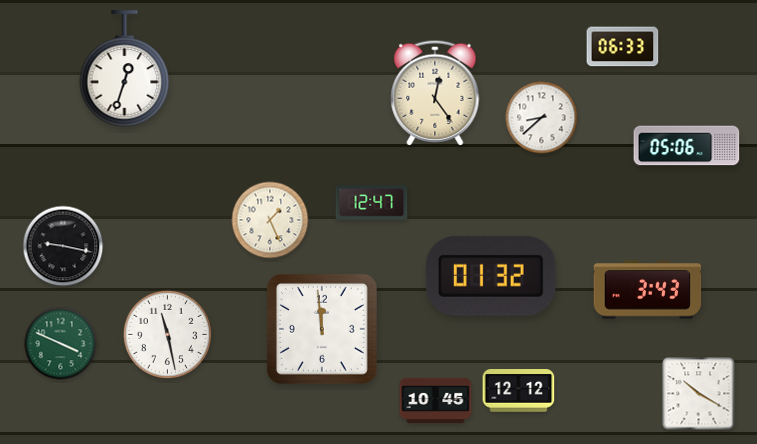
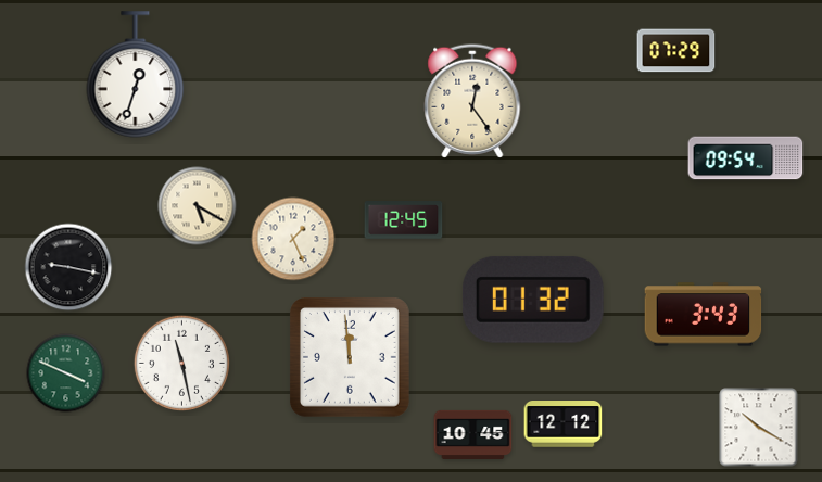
clock at (623, 47): 06:33 -> 07:29
clock at (542, 118): 8:38 -> none
clock at (687, 146): 05:06 -> 09:54
clock at (198, 206): none -> 5:20
clock at (372, 203): 12:47 -> 12:45
